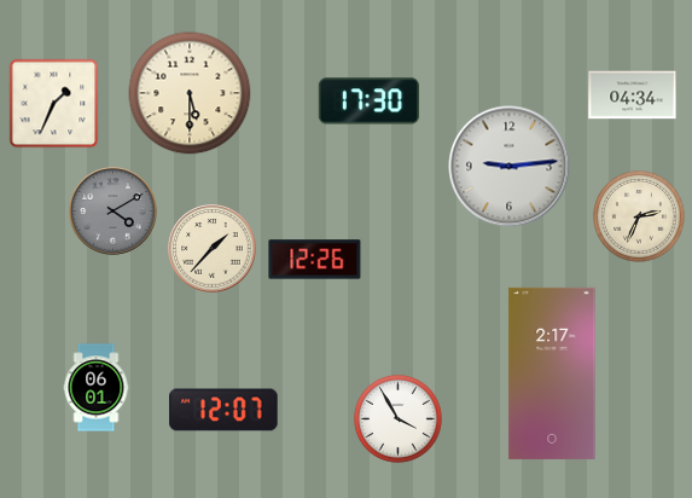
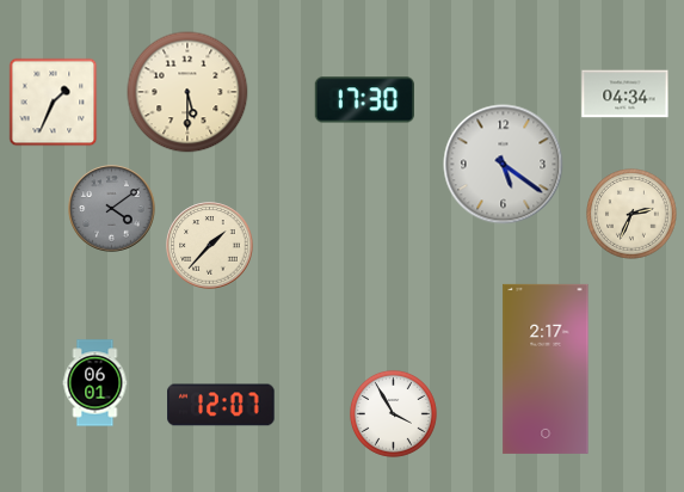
clock at (510, 167): 9:14 -> 5:21
clock at (114, 212): 4:10 -> 4:09
clock at (315, 260): 12:26 -> none
